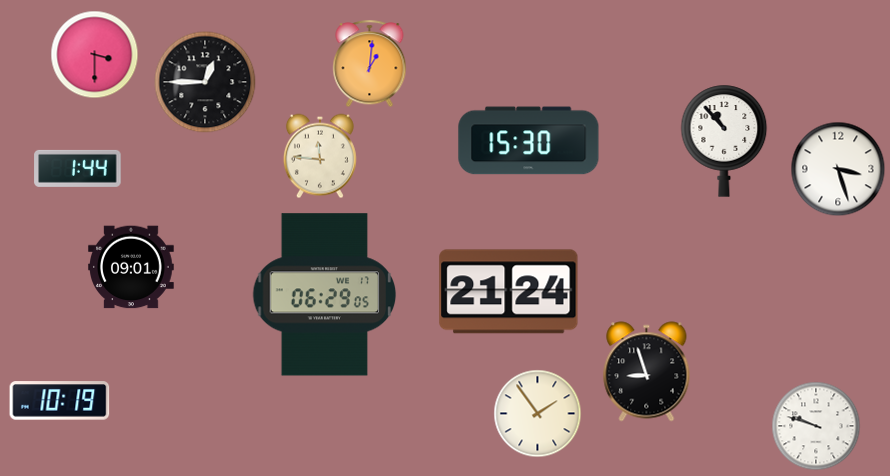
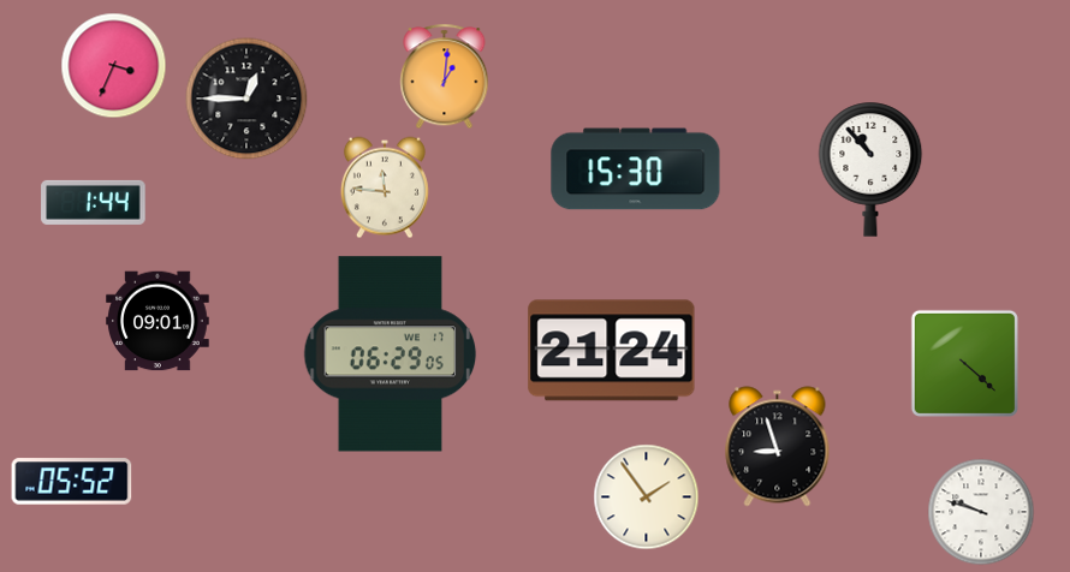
clock at (95, 55): 3:30 -> 3:34
clock at (838, 169): 3:27 -> none
clock at (964, 363): none -> 4:22
clock at (60, 401): 10:19 -> 05:52
